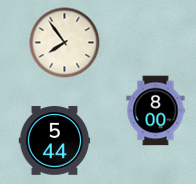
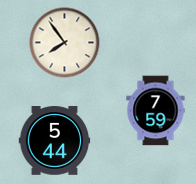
clock at (156, 111): 8:00 -> 7:59
